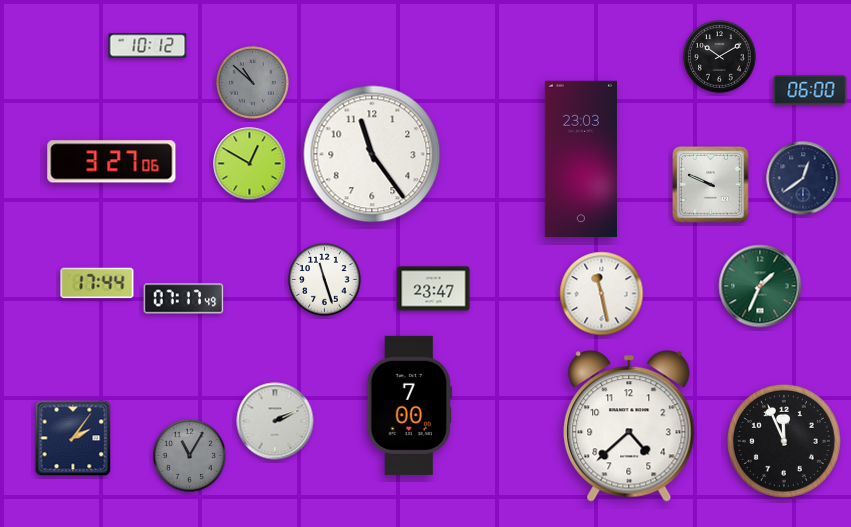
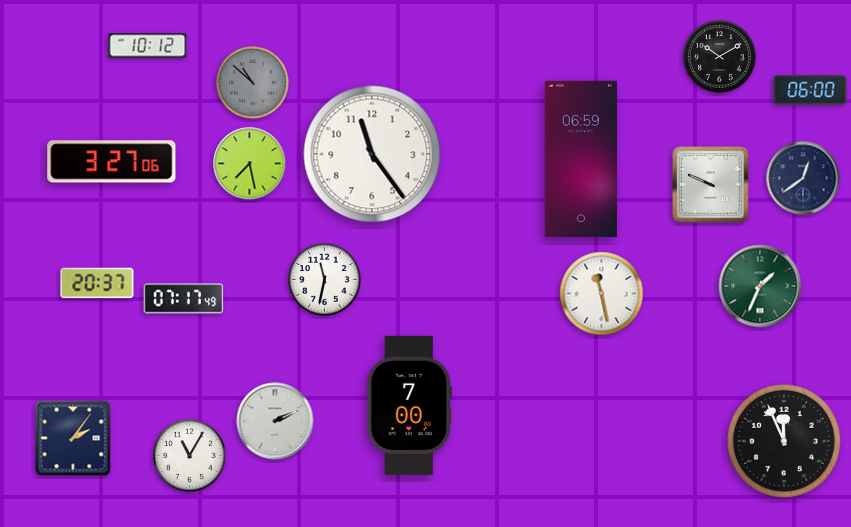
clock at (580, 158): 23:03 -> 06:59
clock at (250, 164): 12:50 -> 7:28
clock at (325, 280): 11:27 -> 11:32
clock at (97, 283): 17:44 -> 20:37
clock at (434, 289): 23:47 -> none
clock at (629, 426): 4:38 -> none
clock at (190, 456) dial: grey -> white
